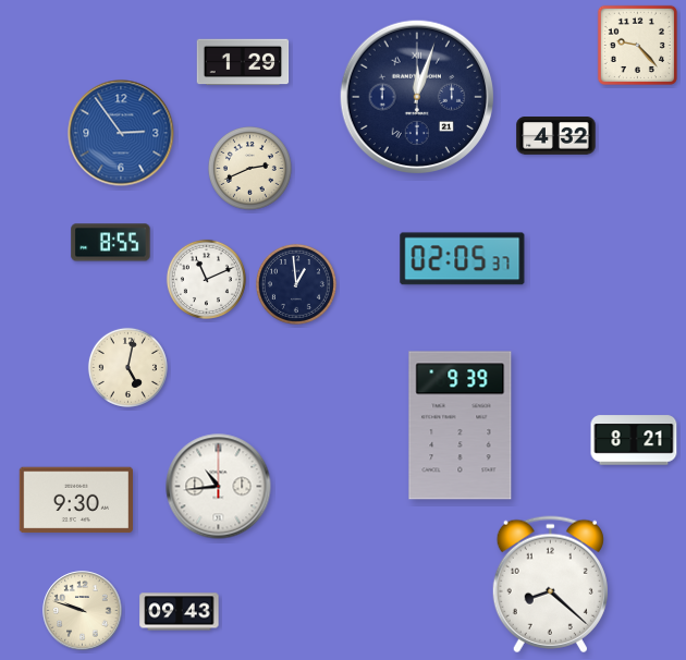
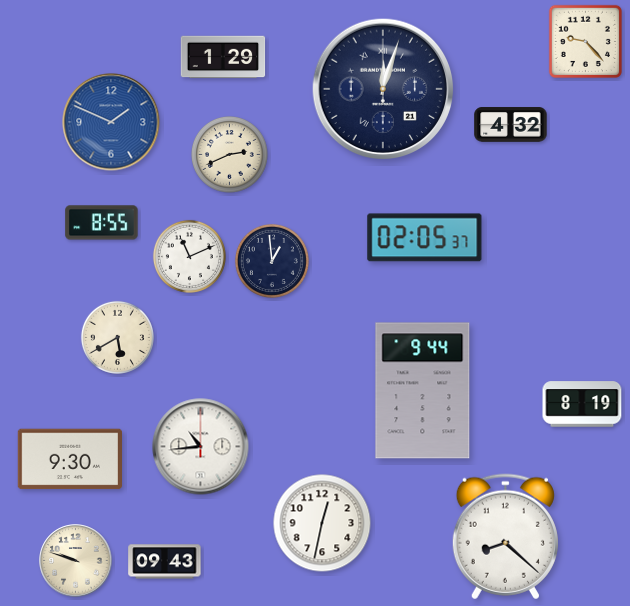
clock at (121, 133): 2:54 -> 1:49
clock at (127, 367): 5:02 -> 5:40
clock at (461, 426): 9:39 -> 9:44
clock at (634, 440): 8:21 -> 8:19
clock at (322, 523): none -> 12:32
